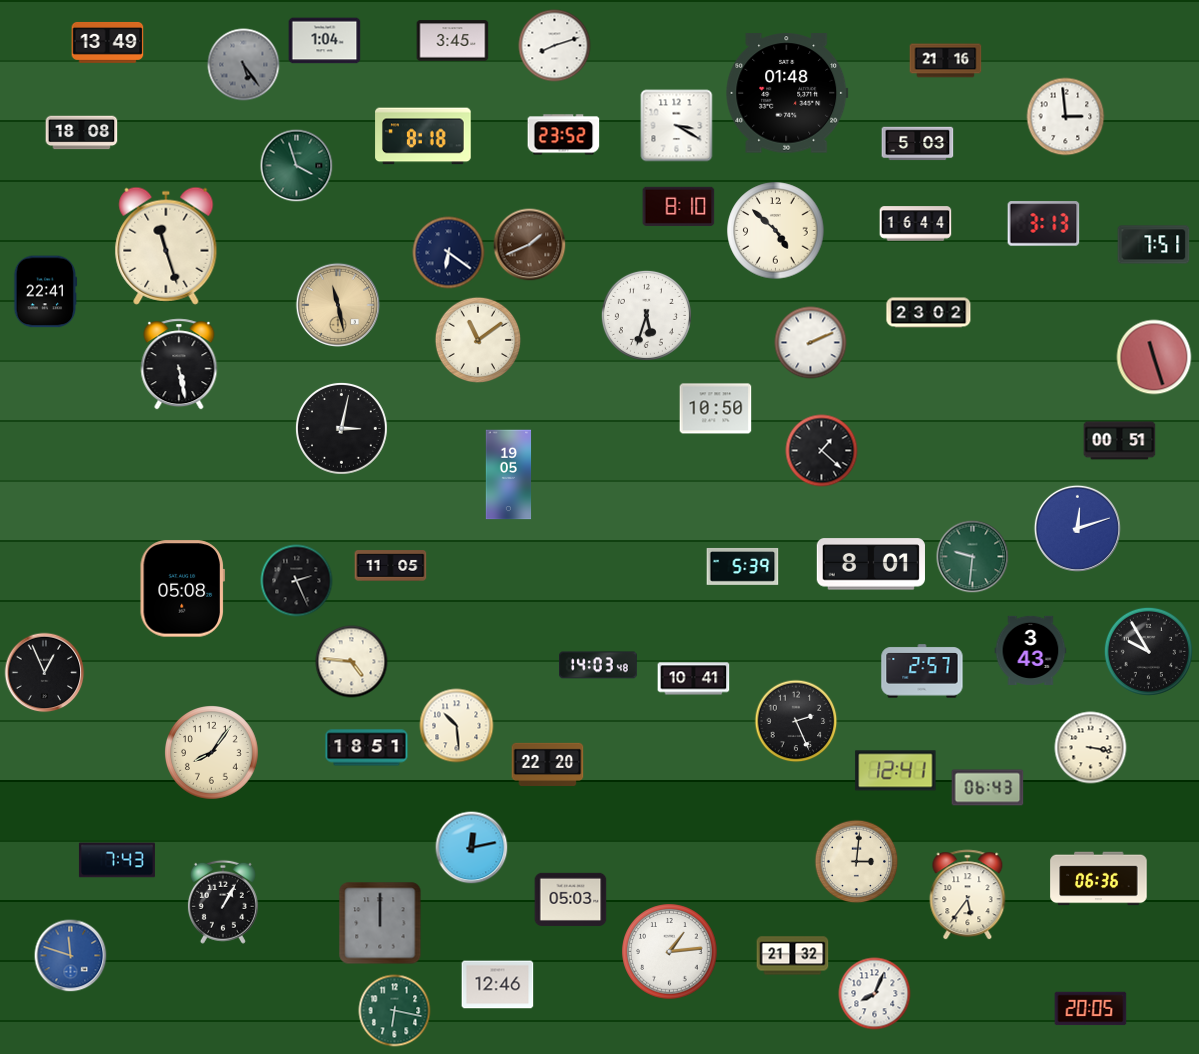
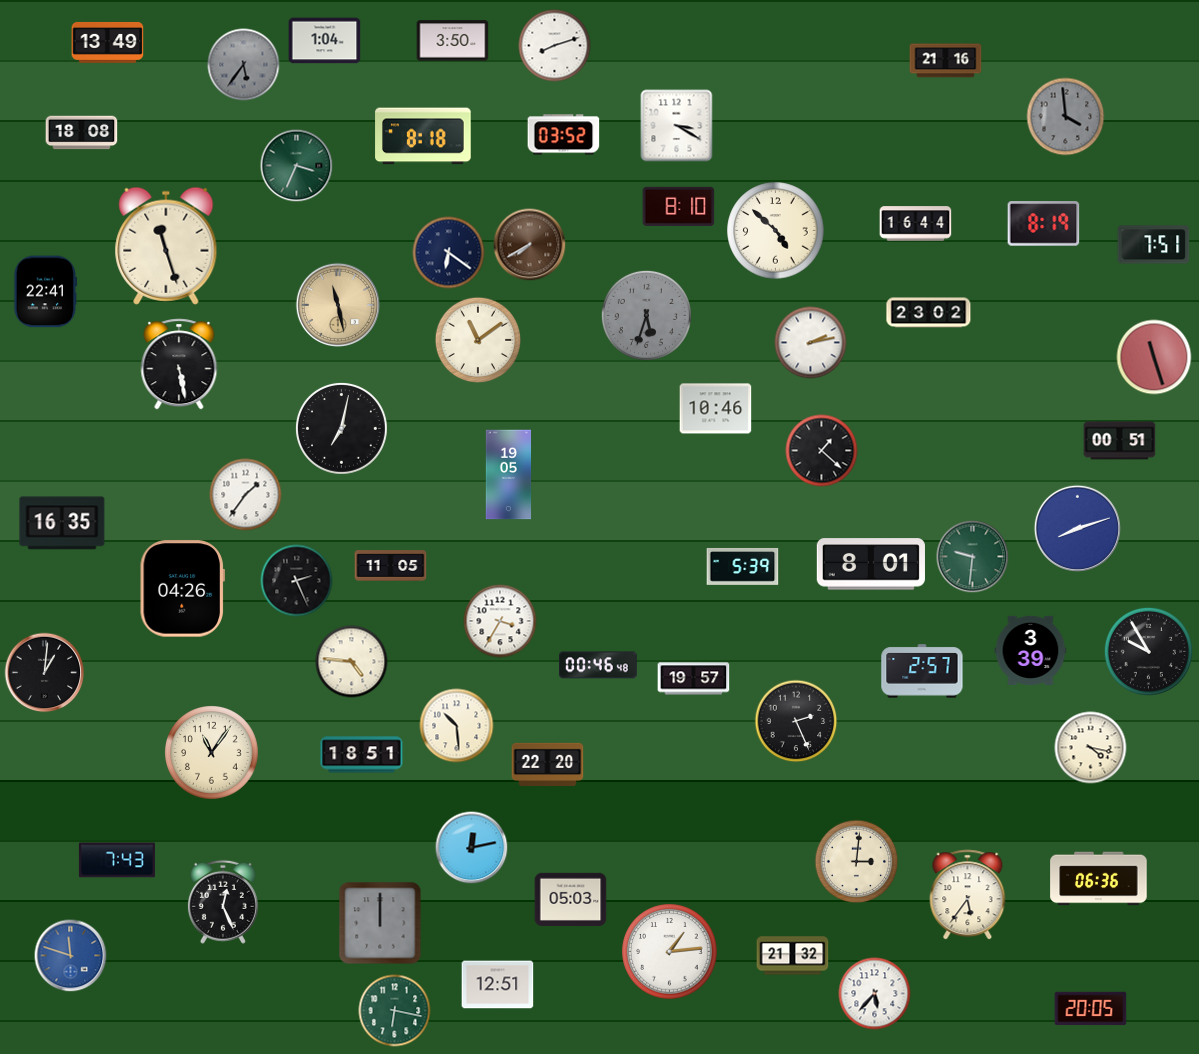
clock at (453, 41): 3:45 -> 3:50
clock at (244, 65): 5:24 -> 5:36
clock at (787, 93): 01:48 -> none
clock at (1066, 117): 2:59 -> 3:59
clock at (1066, 117) dial: white -> grey
clock at (564, 135): 23:52 -> 03:52
clock at (918, 144): 5:03 -> none
clock at (297, 166): 3:57 -> 3:34
clock at (1044, 224): 3:13 -> 8:19
clock at (530, 245): 1:41 -> 7:40
clock at (646, 315) dial: white -> grey
clock at (811, 343): 2:11 -> 2:13
clock at (716, 409): 10:50 -> 10:46
clock at (341, 428): 3:02 -> 7:02
clock at (246, 495): none -> 1:36
clock at (62, 523): none -> 16:35
clock at (1077, 528): 12:12 -> 8:12
clock at (182, 589): 05:08 -> 04:26
clock at (500, 621): none -> 3:35
clock at (1031, 650): 3:43 -> 3:39
clock at (599, 665): 14:03 -> 00:46
clock at (45, 673): 12:56 -> 1:01
clock at (694, 679): 10:41 -> 19:57
clock at (367, 748) position: (367, 748) -> (362, 755)
clock at (1091, 748): 3:17 -> 4:17
clock at (212, 753): 8:06 -> 11:06
clock at (896, 771): 12:41 -> none
clock at (988, 788): 06:43 -> none
clock at (223, 902): 1:05 -> 12:26
clock at (498, 985): 12:46 -> 12:51
clock at (875, 994): 8:04 -> 5:37
